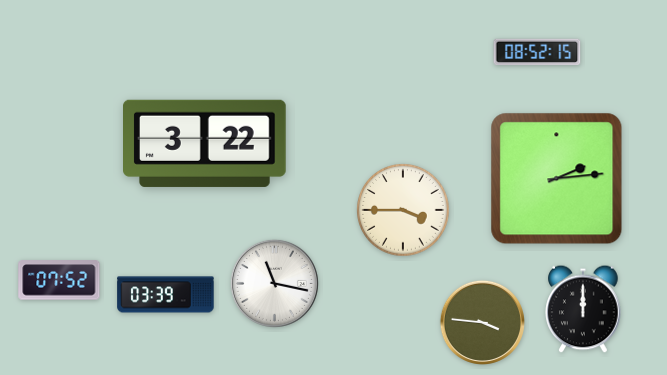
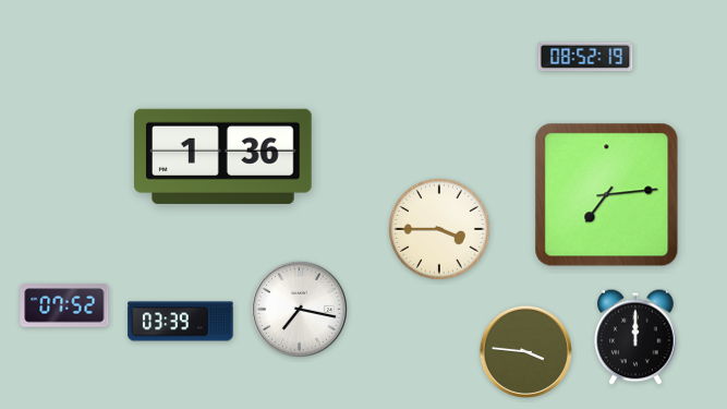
clock at (537, 52): 08:52:15 -> 08:52:19
clock at (205, 143): 3:22 -> 1:36
clock at (557, 179): 2:14 -> 7:14
clock at (274, 283): 11:17 -> 7:17
